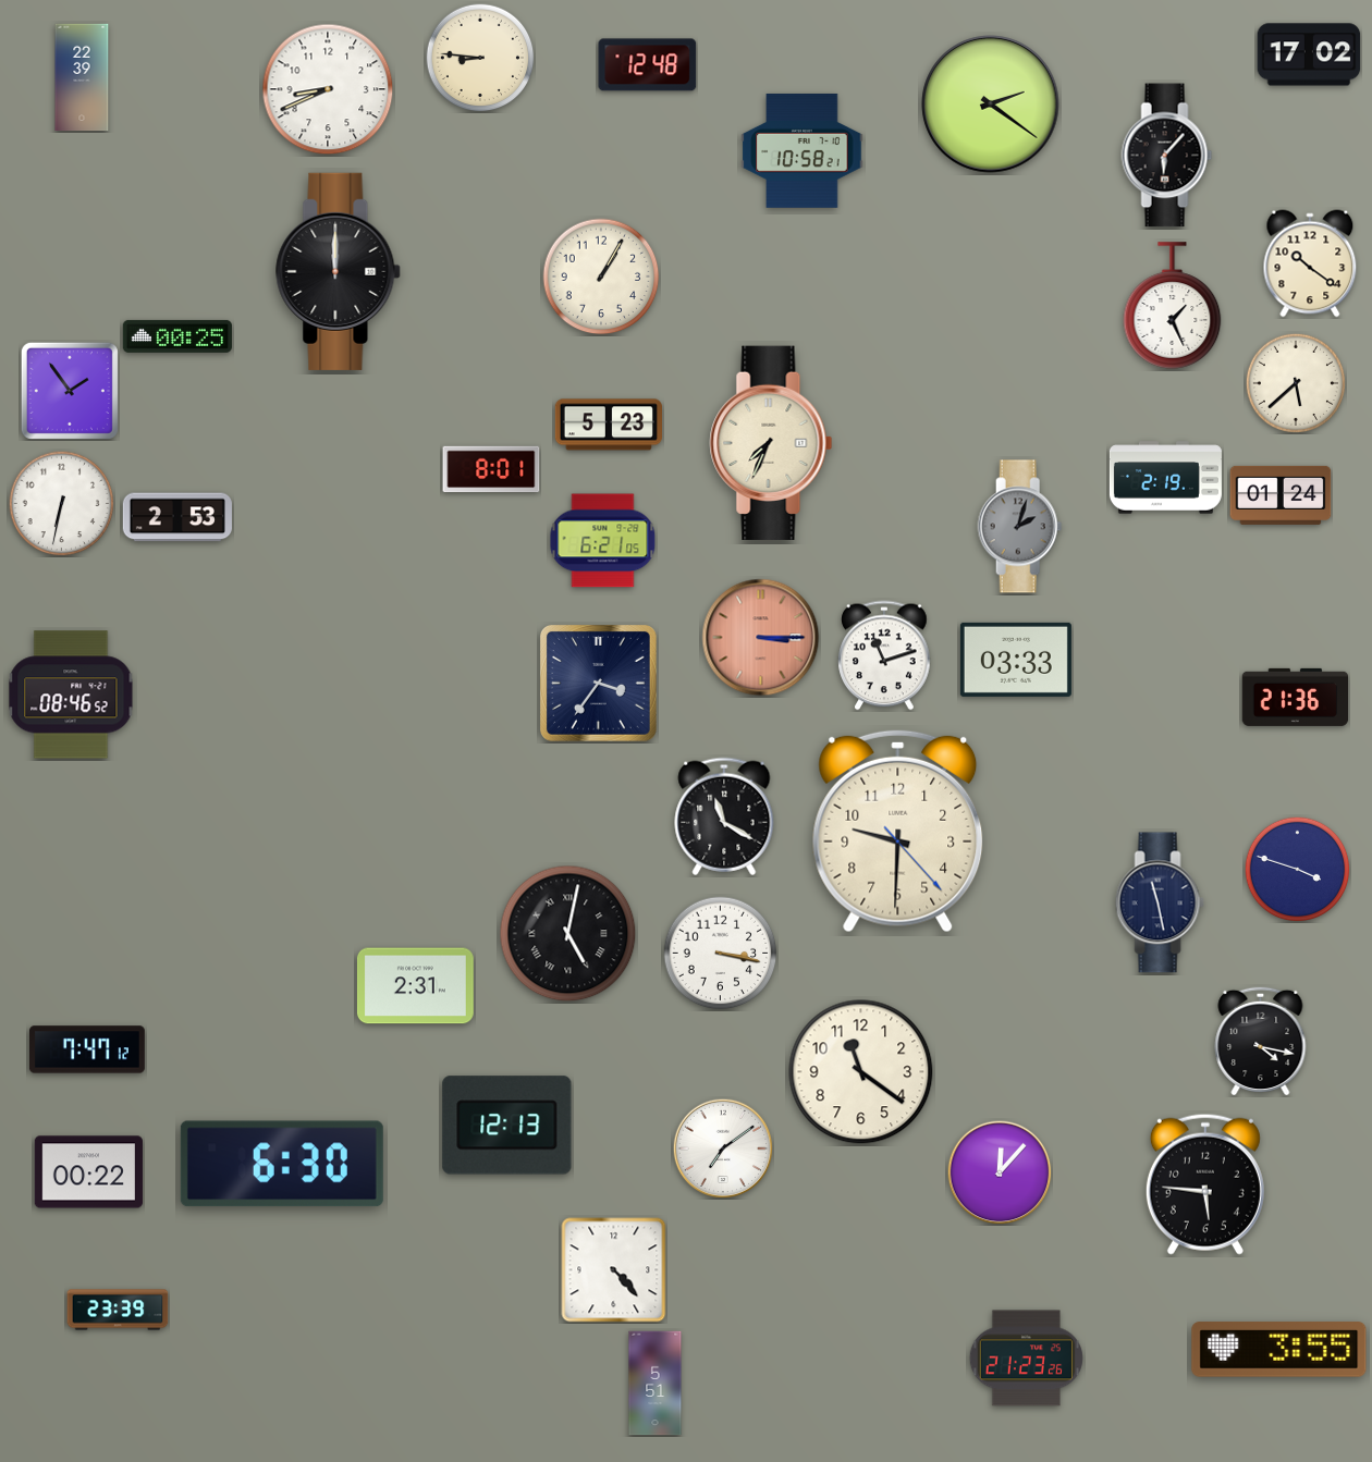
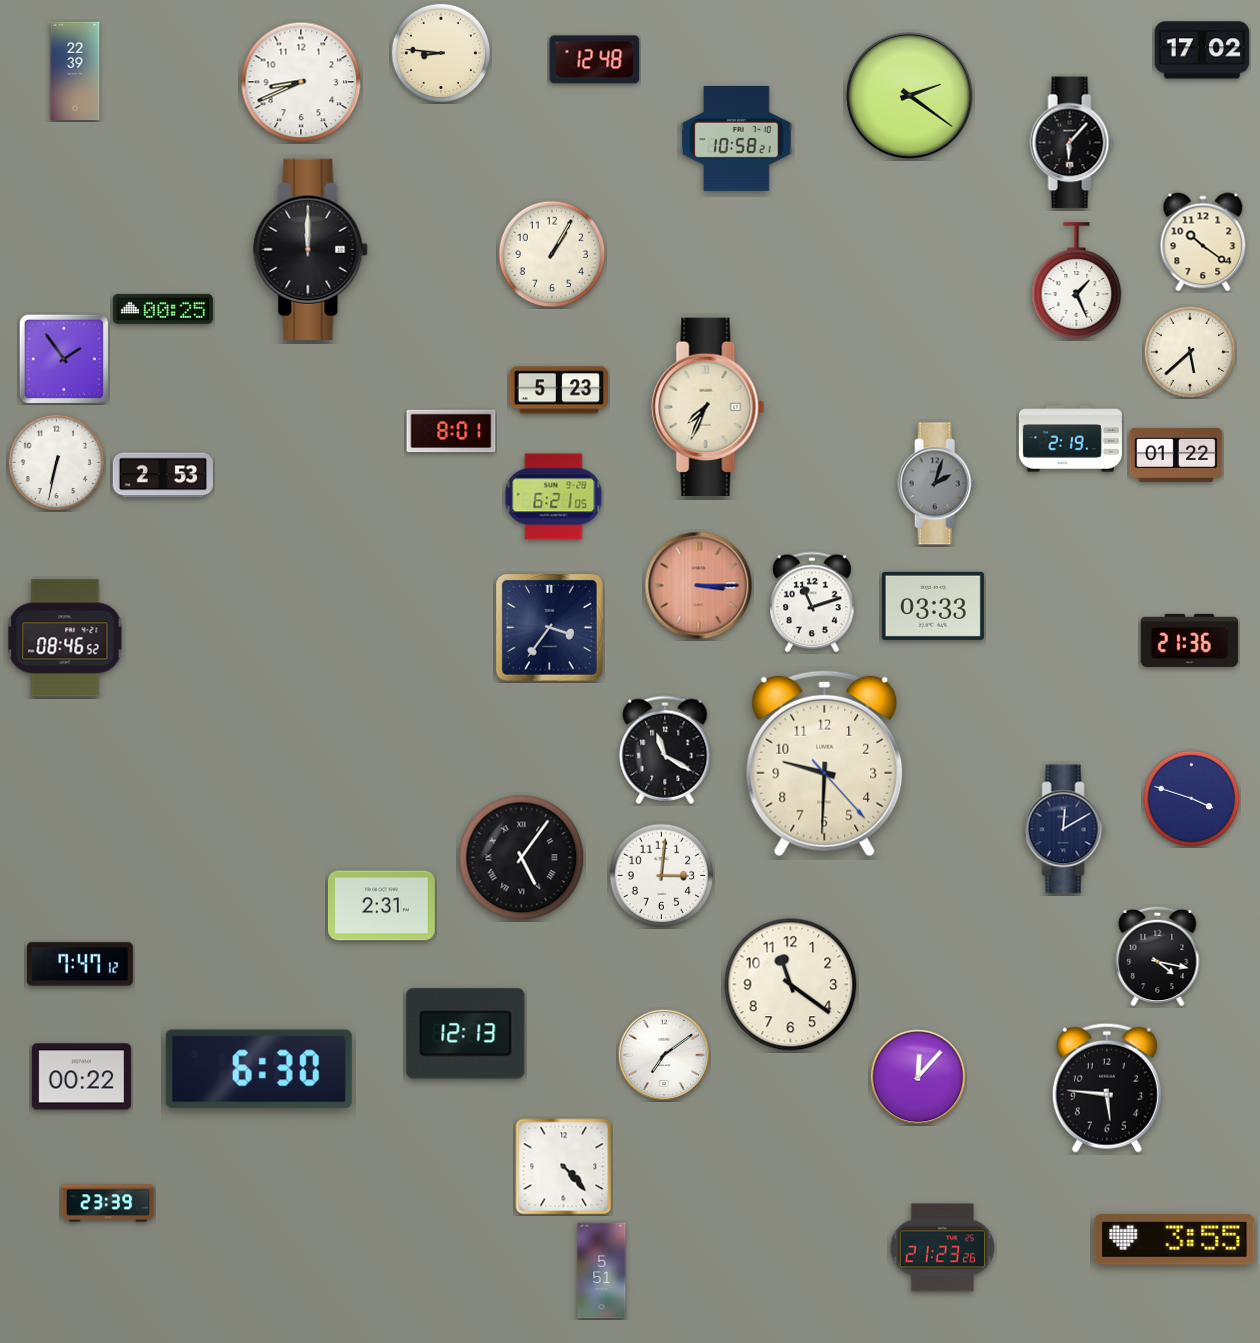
clock at (1281, 495): 01:24 -> 01:22
clock at (1160, 902): 11:28 -> 12:10
clock at (568, 934): 5:02 -> 5:06
clock at (721, 954): 3:17 -> 3:01
